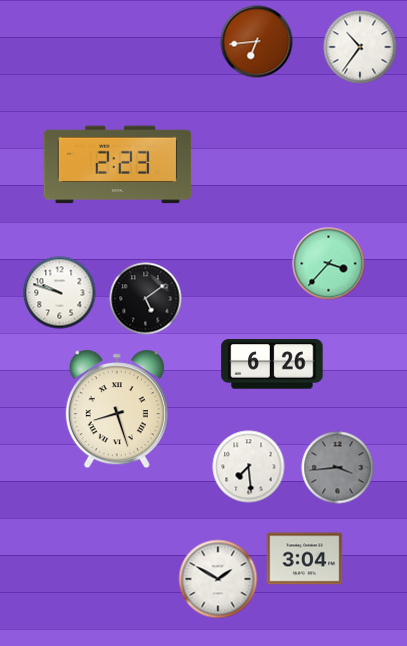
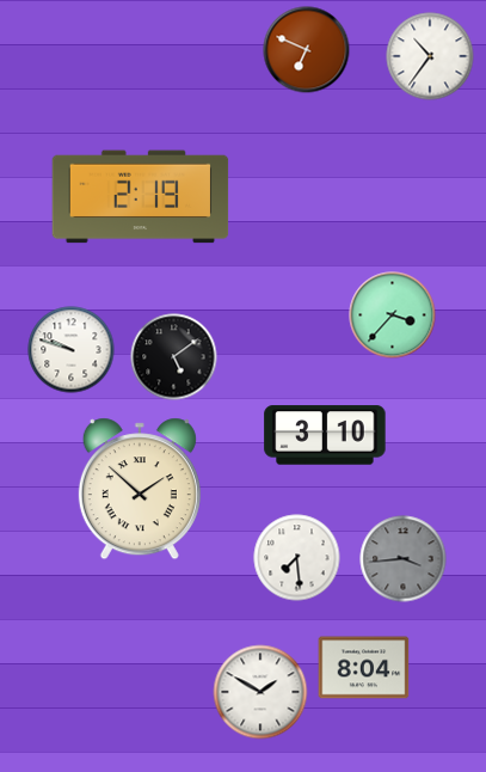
clock at (257, 42): 6:44 -> 6:49
clock at (118, 165): 2:23 -> 2:19
clock at (272, 364): 6:26 -> 3:10
clock at (117, 409): 8:27 -> 1:52
clock at (305, 559): 3:04 -> 8:04
